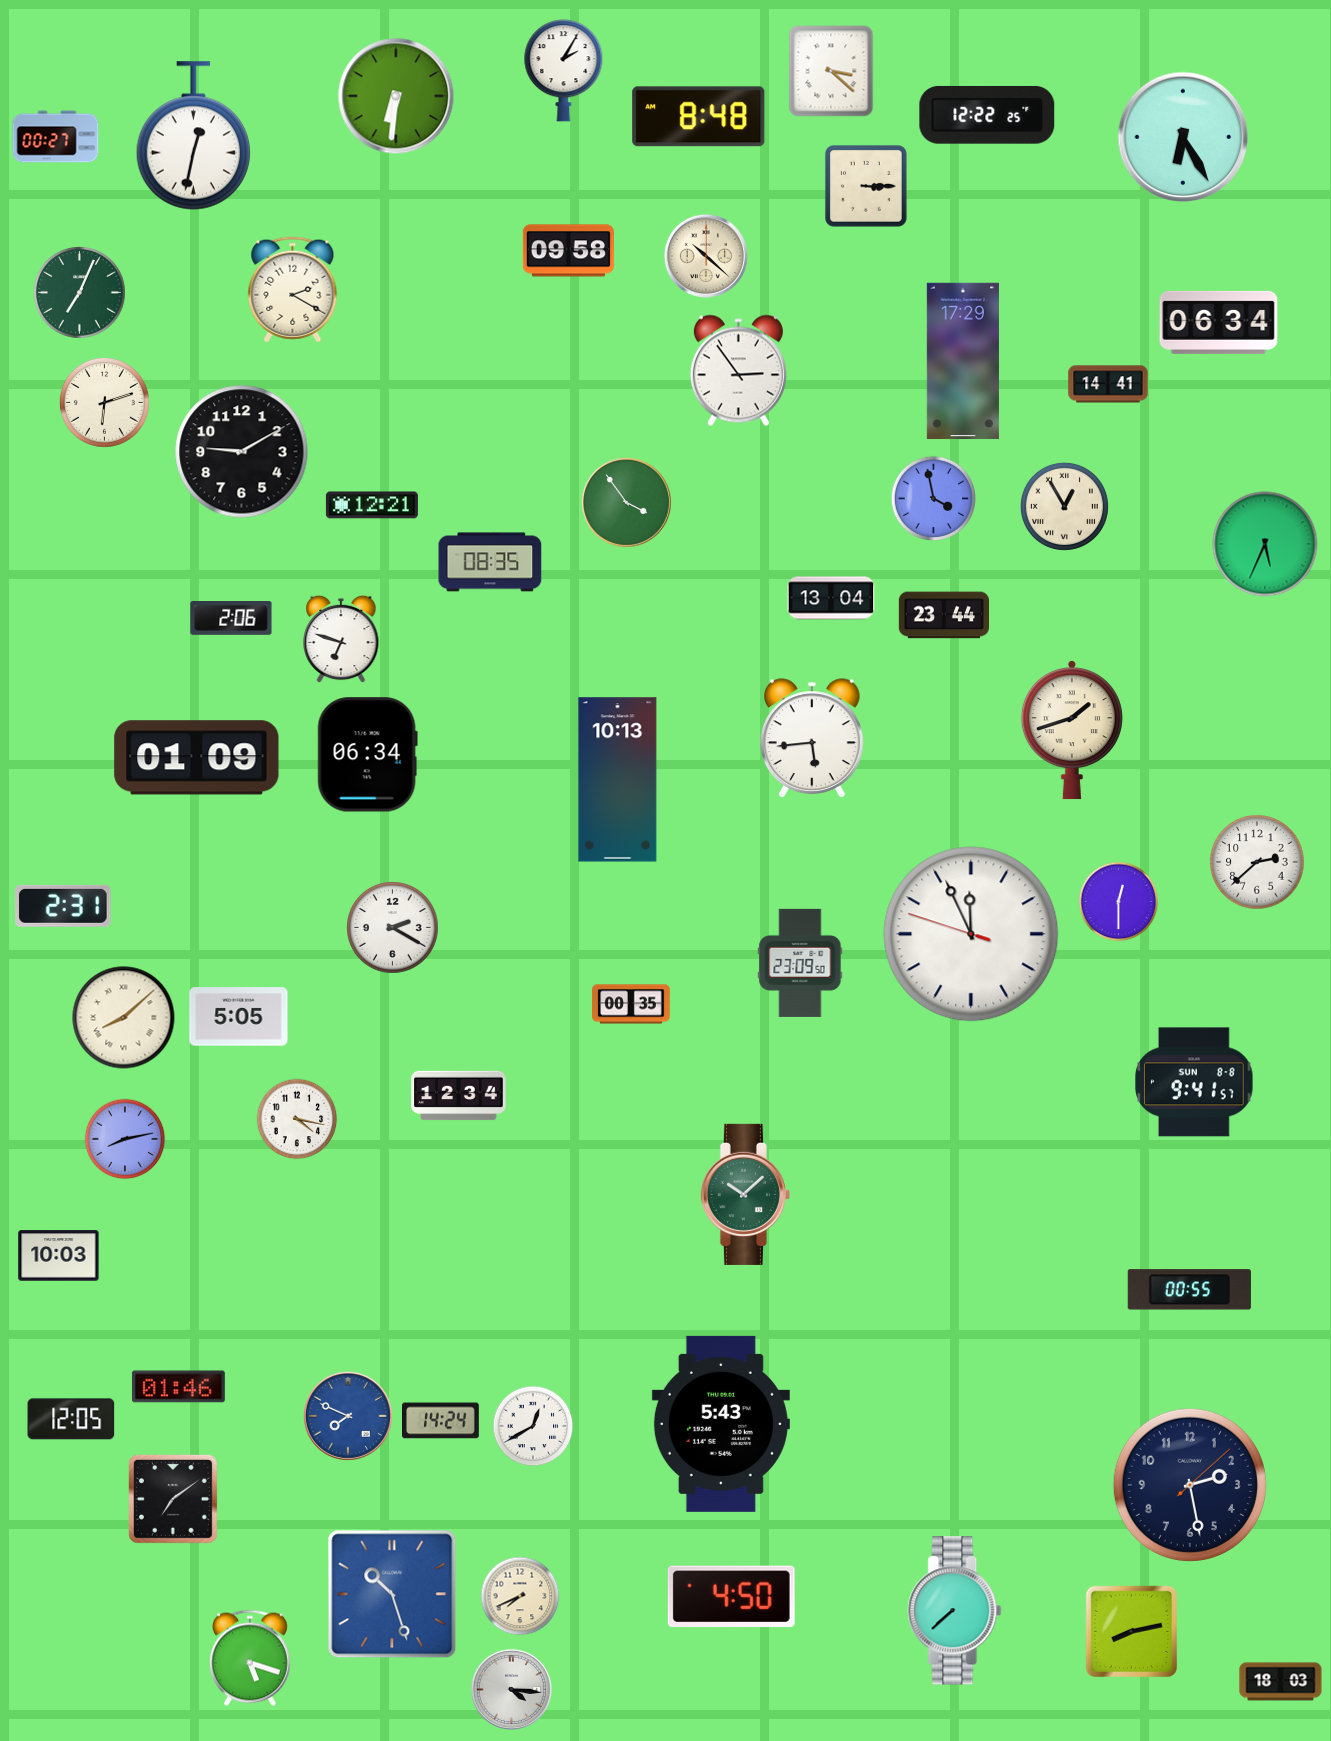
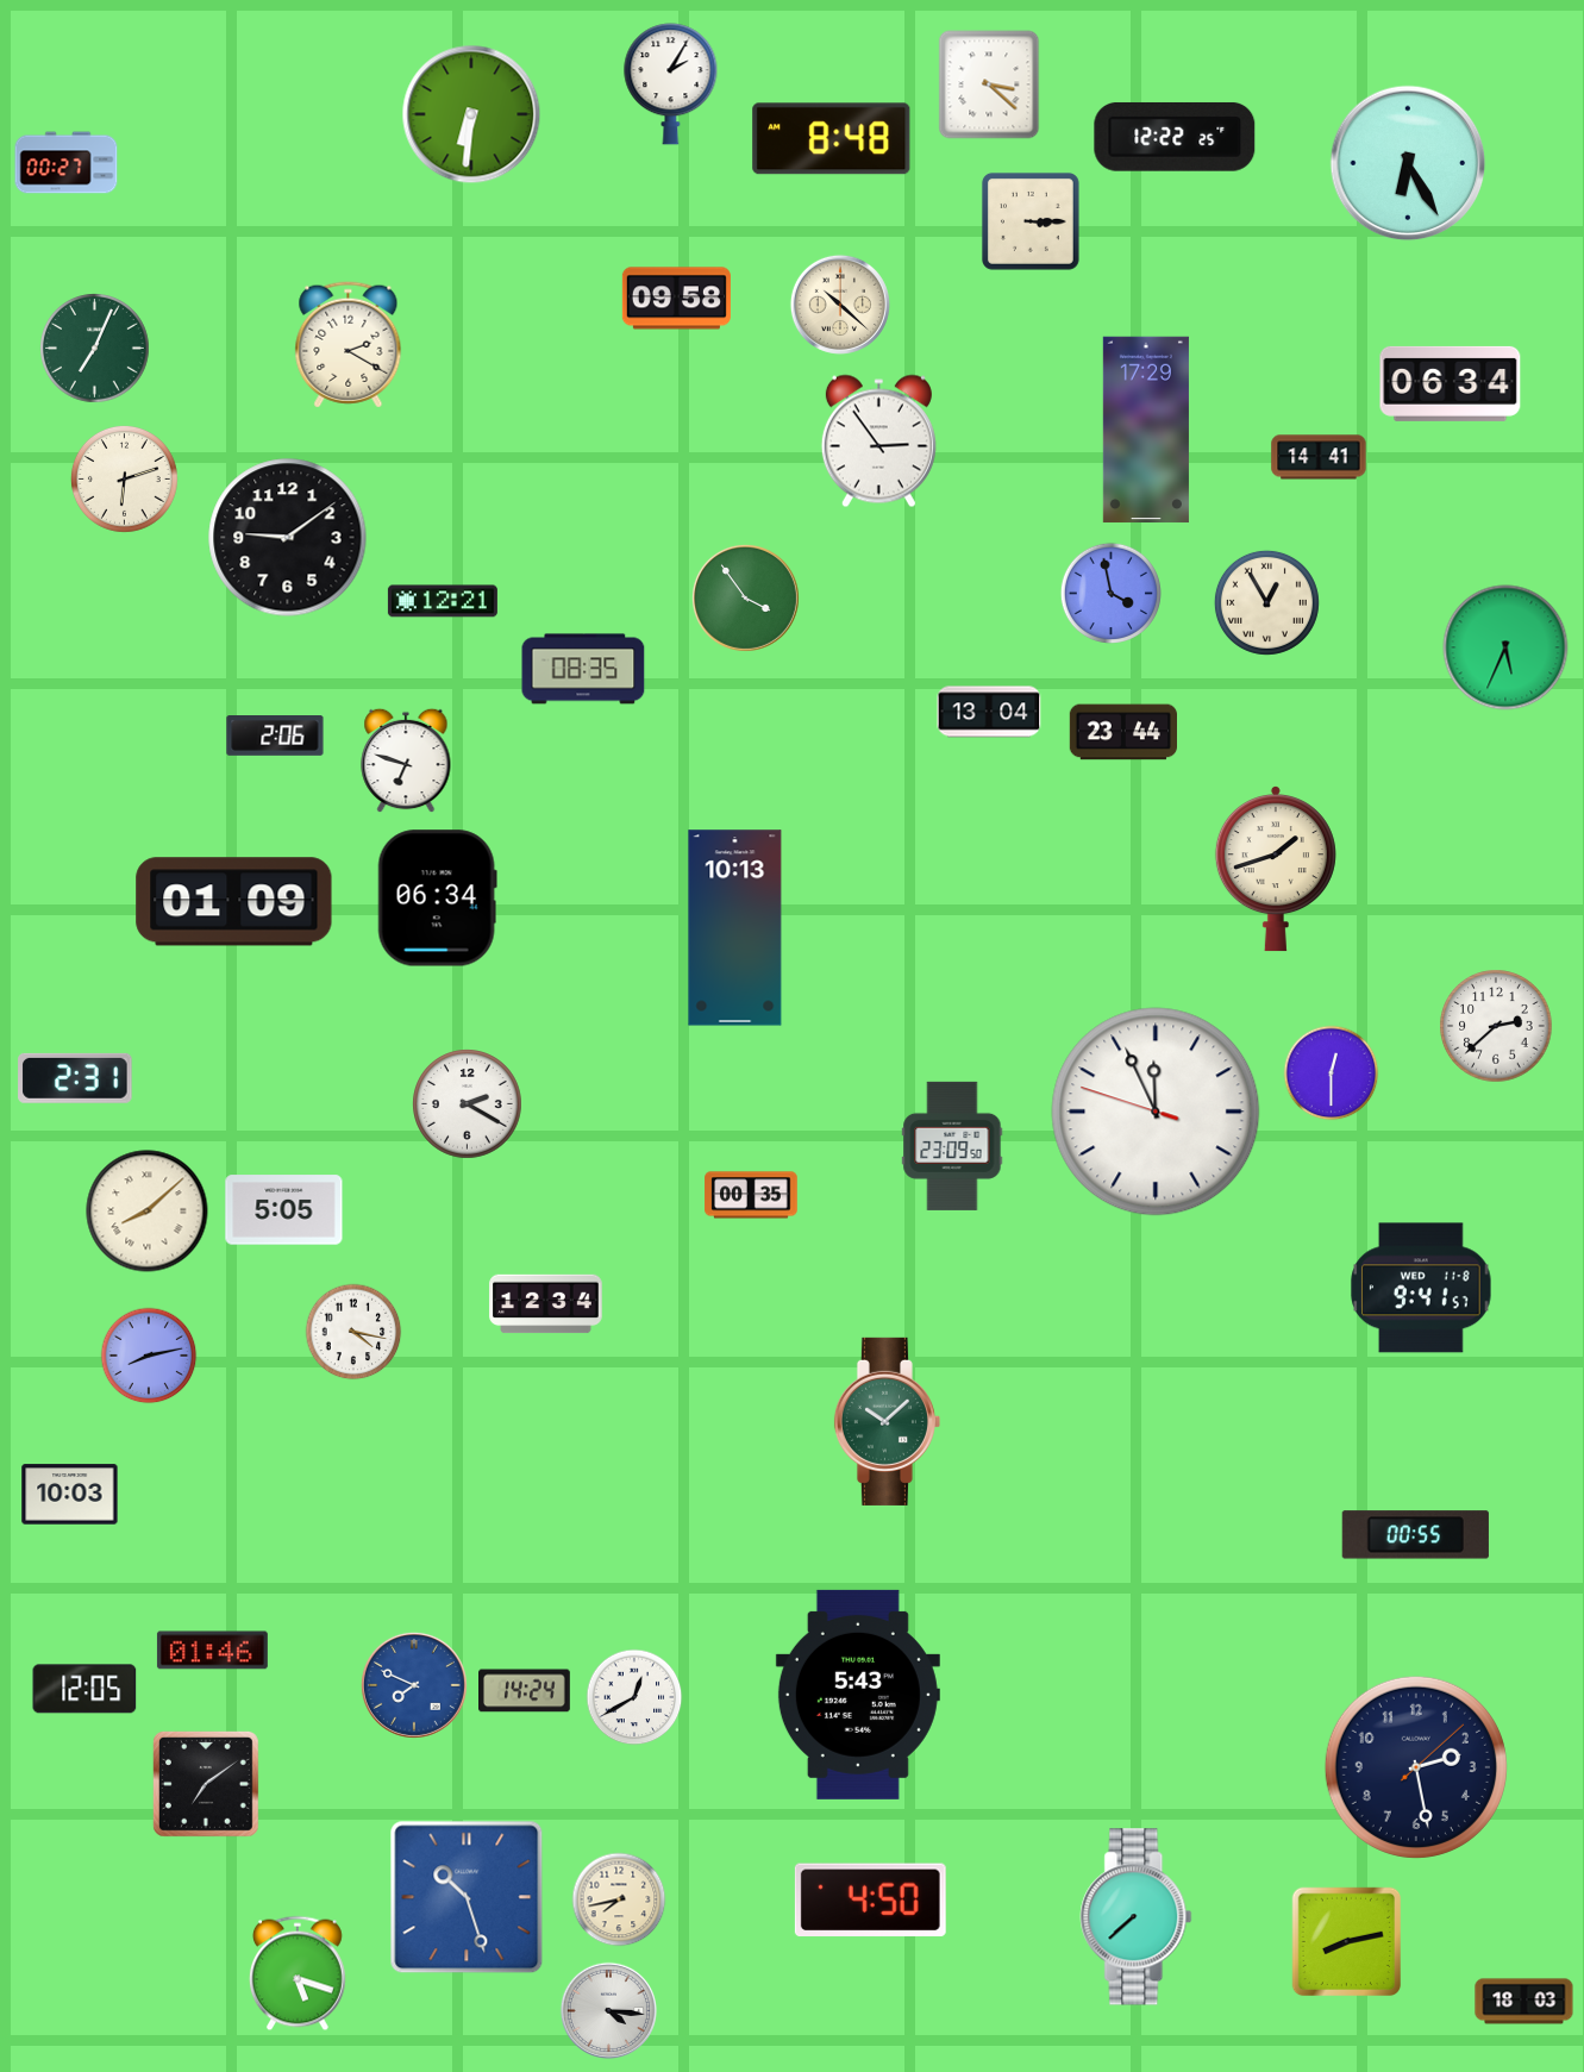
clock at (194, 136): 12:32 -> none
clock at (242, 452): 9:10 -> 9:09
clock at (813, 738): 5:44 -> none
clock at (1194, 1082) date: SUN 8-8 -> WED 11-8
clock at (520, 1596): 7:41 -> 7:43
